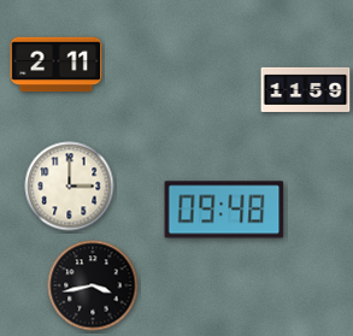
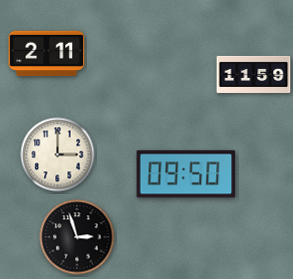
clock at (224, 210): 09:48 -> 09:50
clock at (93, 285): 3:43 -> 2:57
